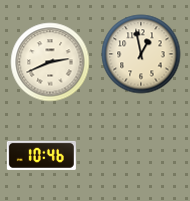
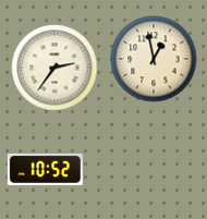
clock at (50, 62): 2:41 -> 2:36
clock at (41, 155): 10:46 -> 10:52
